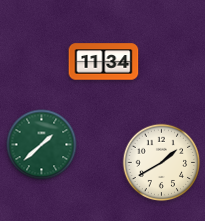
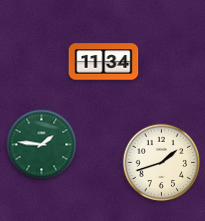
clock at (42, 145): 1:38 -> 1:46
clock at (162, 163): 1:40 -> 1:42
